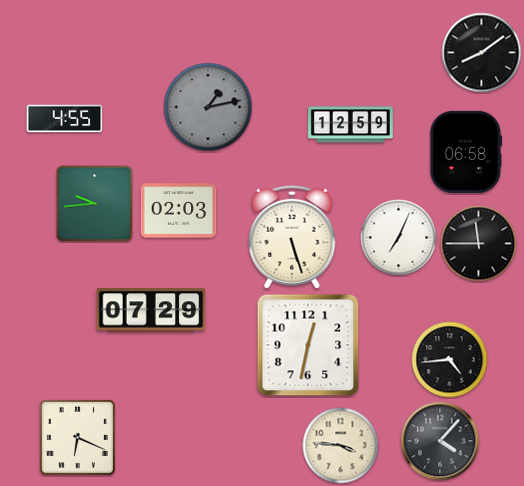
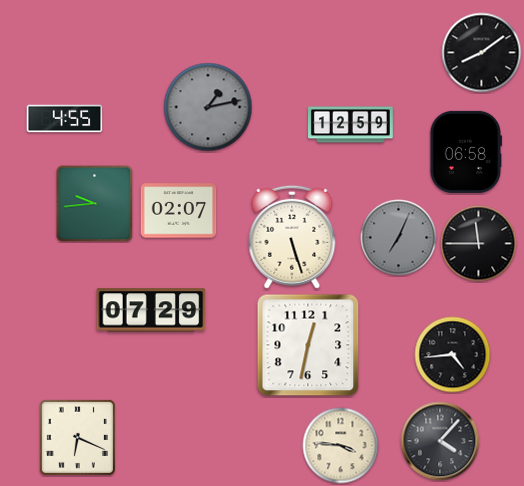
clock at (179, 211): 02:03 -> 02:07
clock at (399, 238) dial: white -> grey
clock at (450, 360) position: (450, 360) -> (453, 355)
